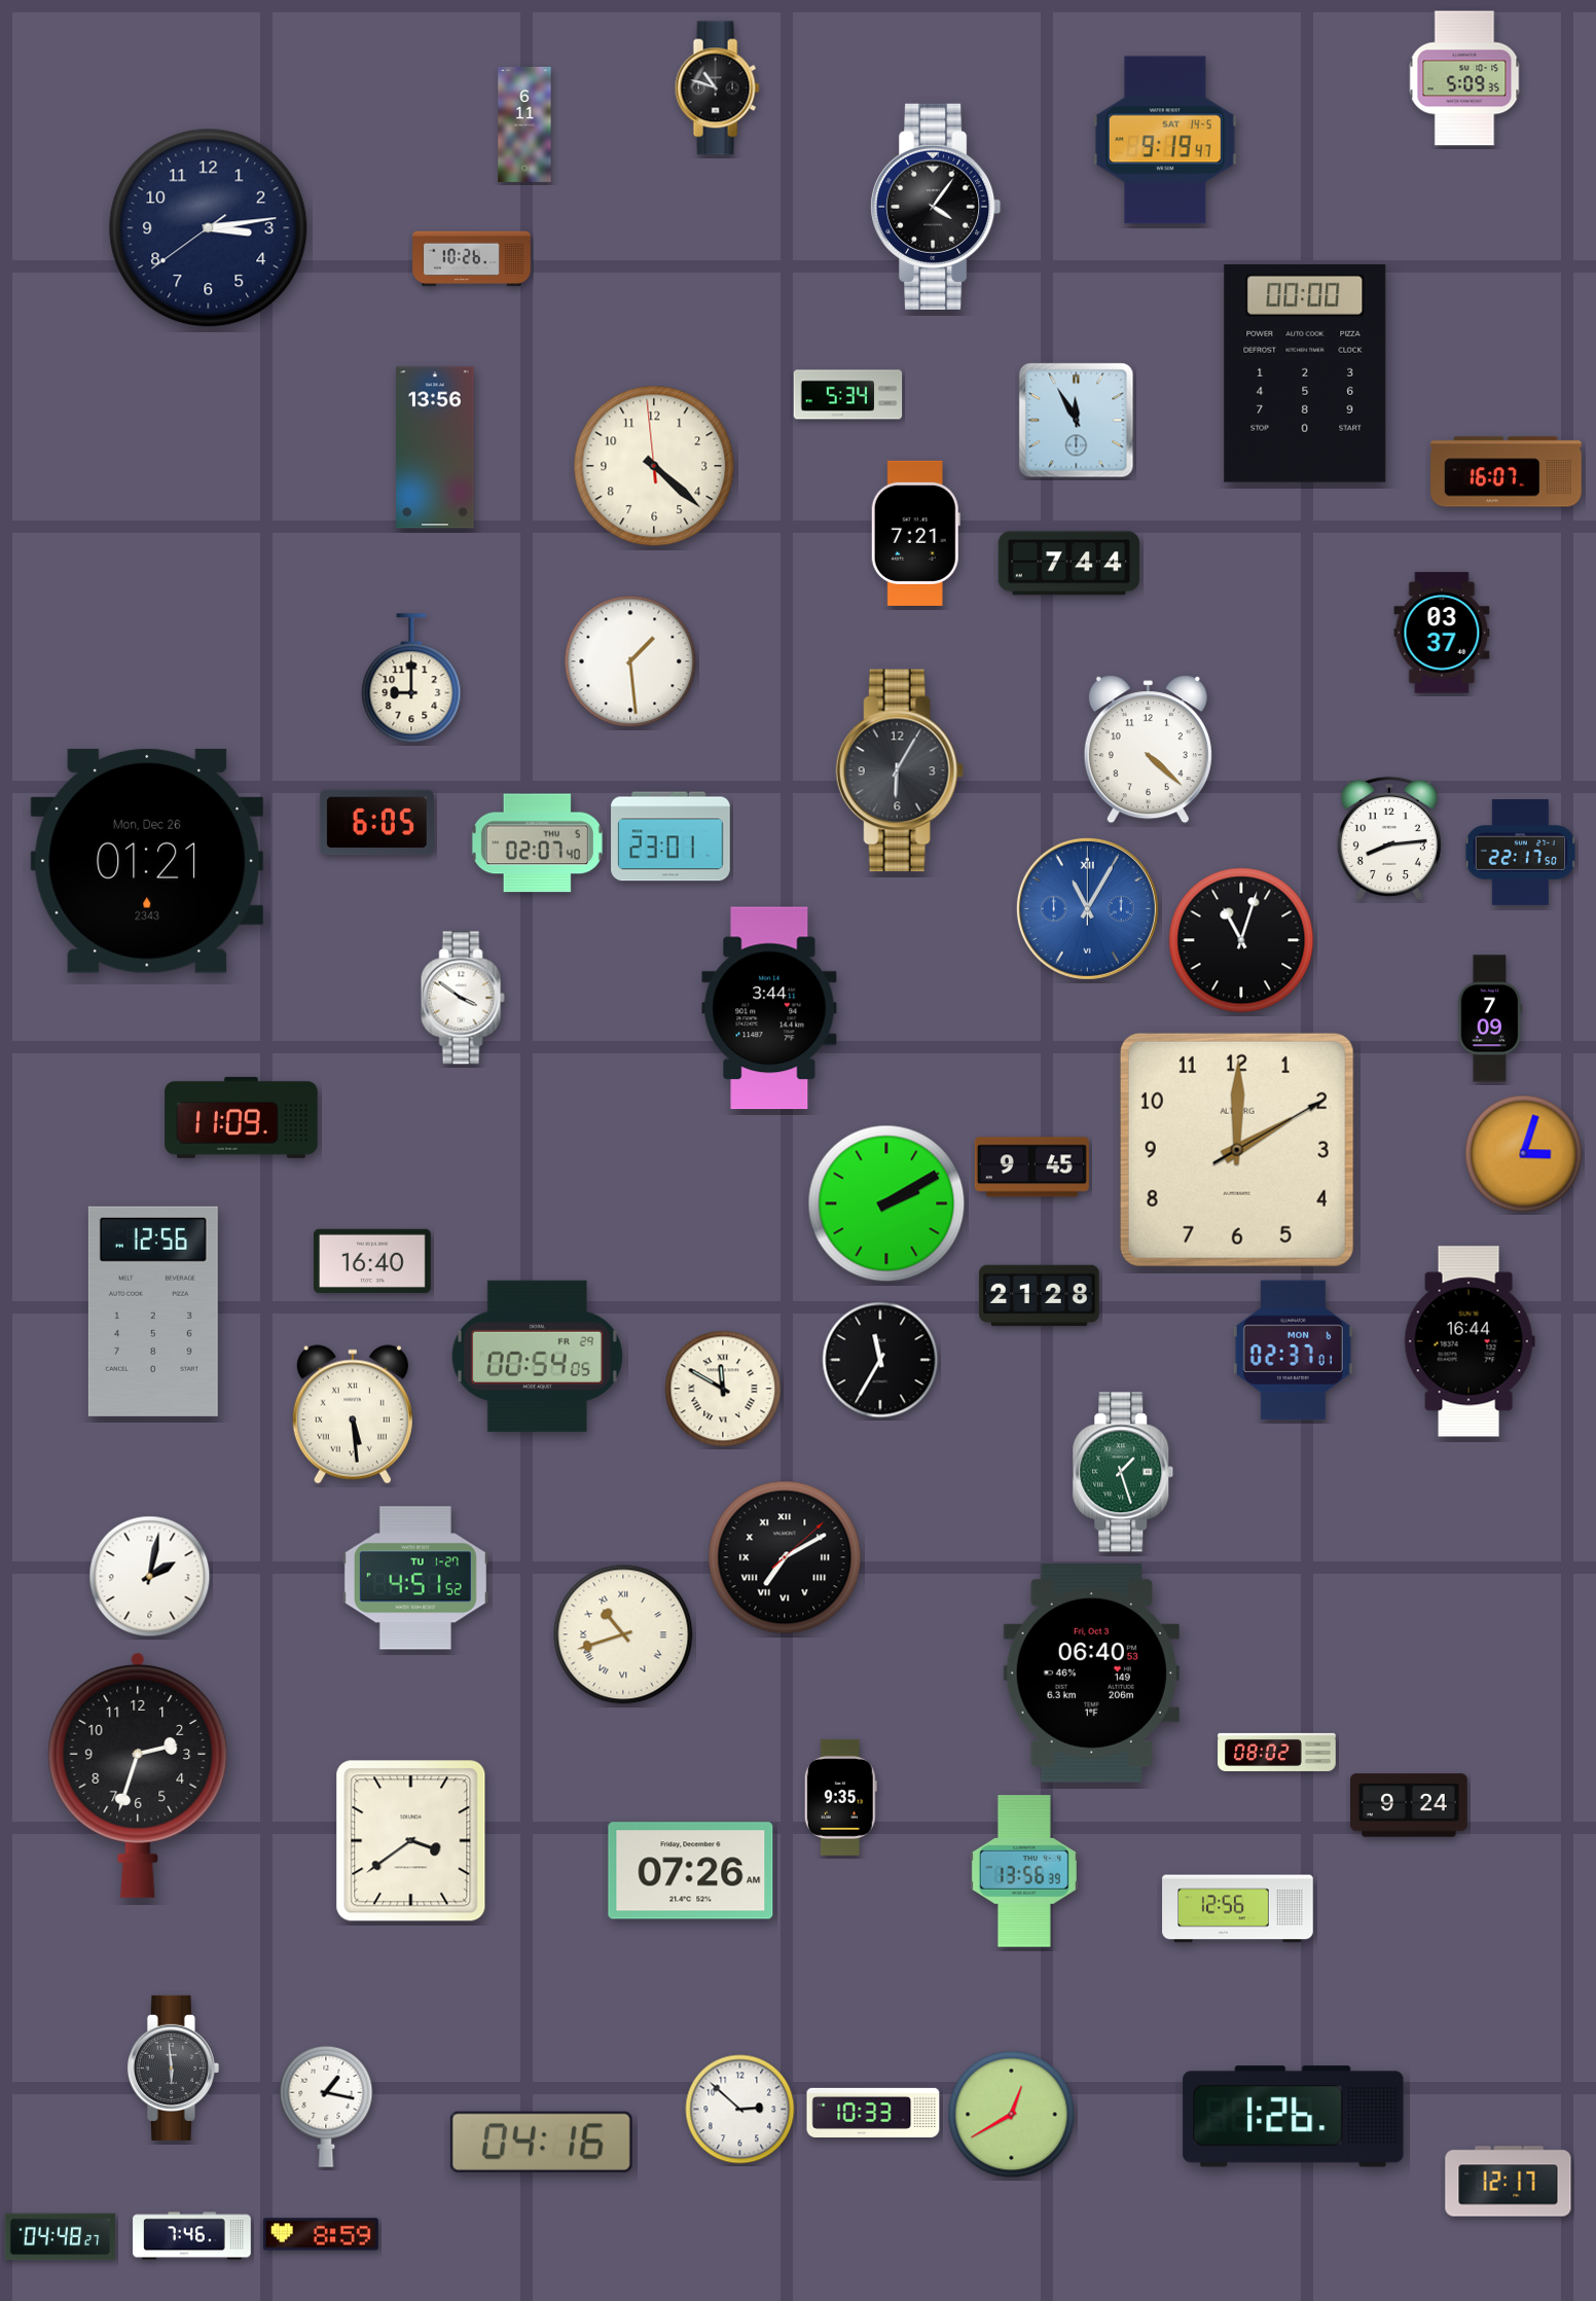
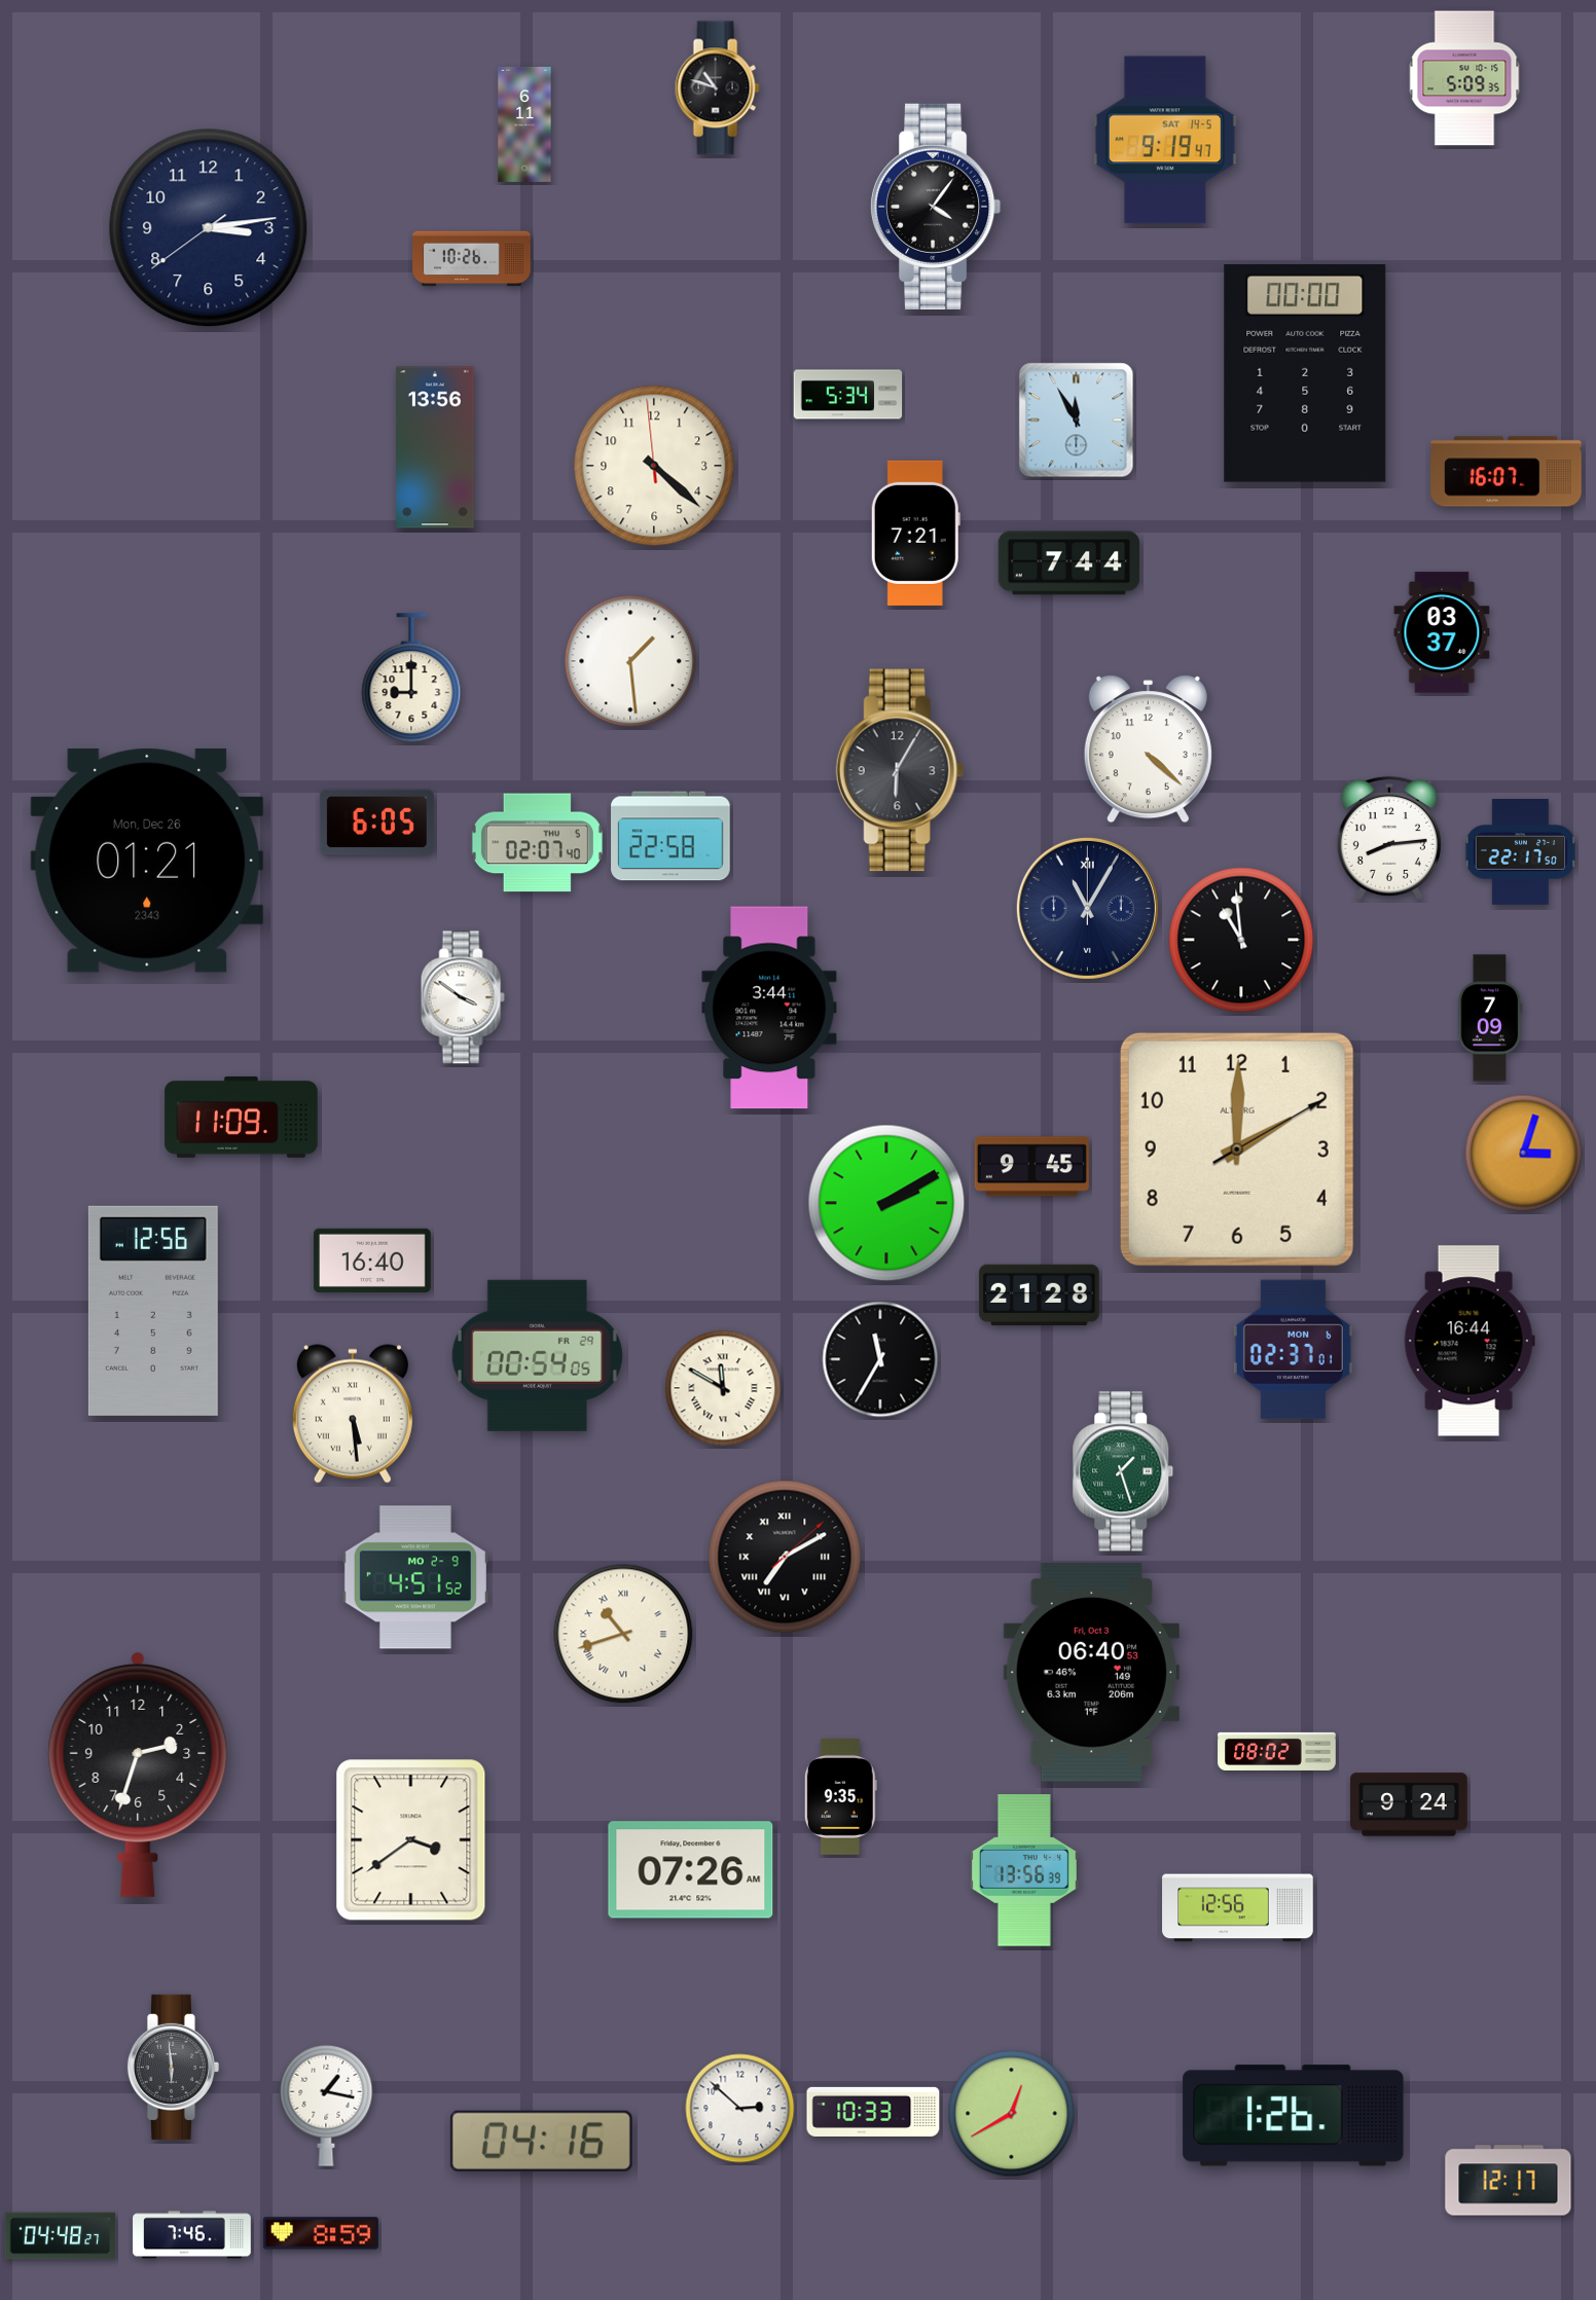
clock at (670, 836): 23:01 -> 22:58
clock at (1087, 908) dial: blue -> navy
clock at (1241, 940): 11:03 -> 10:59
clock at (150, 1577): 2:02 -> none
clock at (415, 1578) date: TU 1-27 -> MO 2-9
